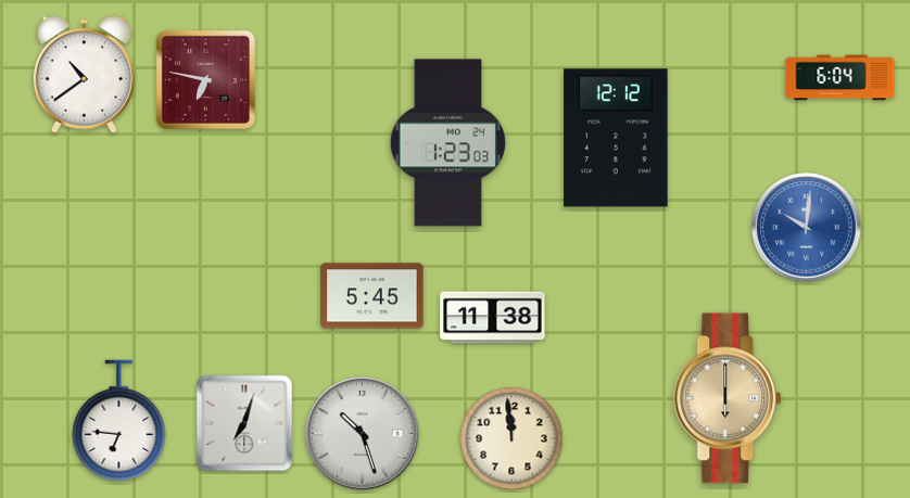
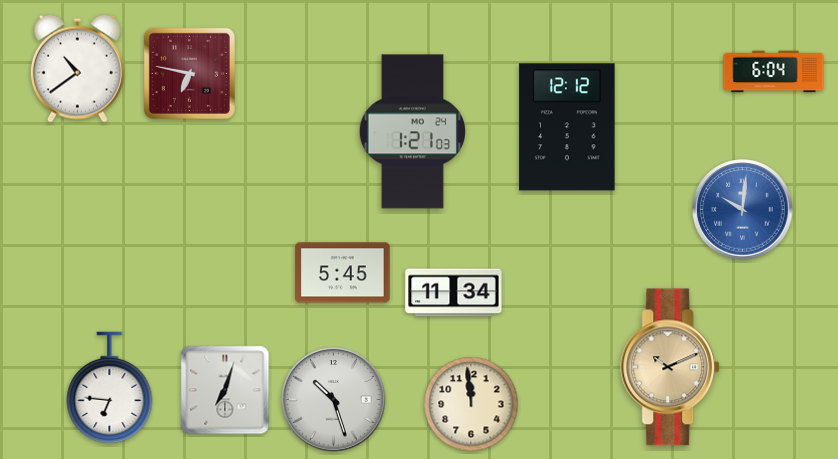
clock at (447, 143): 1:23 -> 1:21
clock at (493, 318): 11:38 -> 11:34
clock at (729, 398): 6:00 -> 10:11
